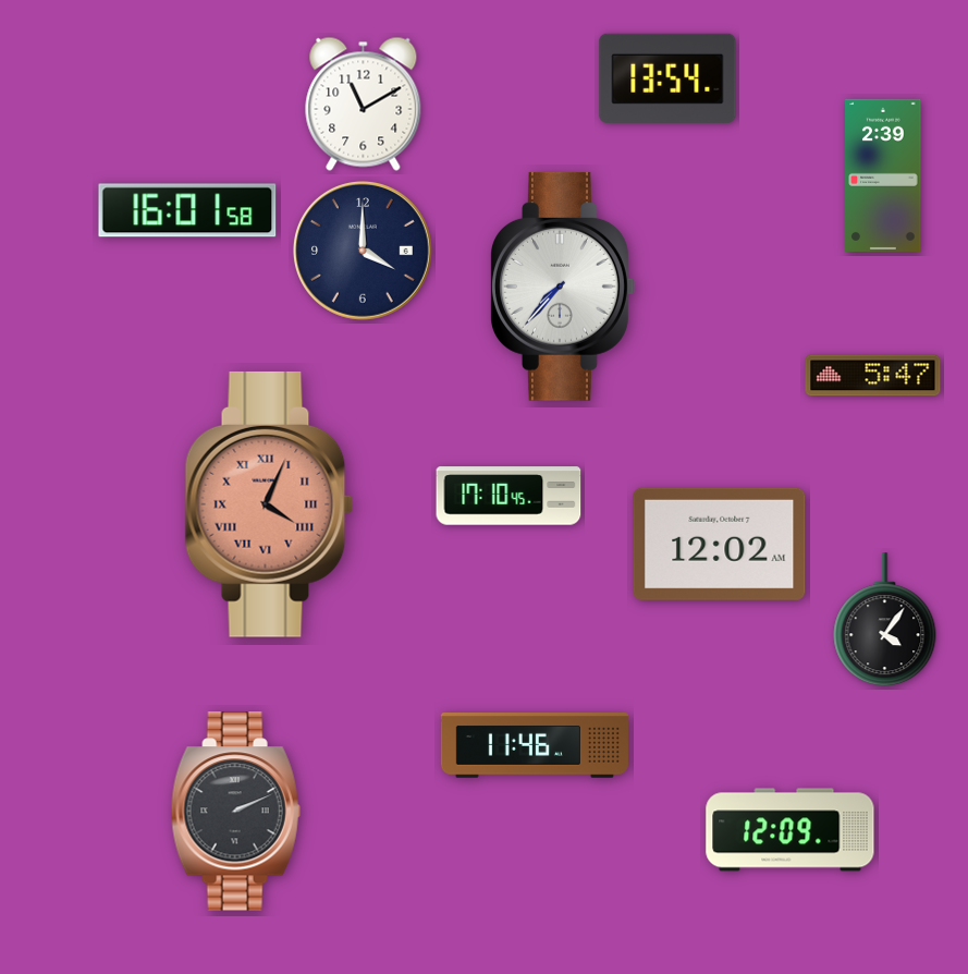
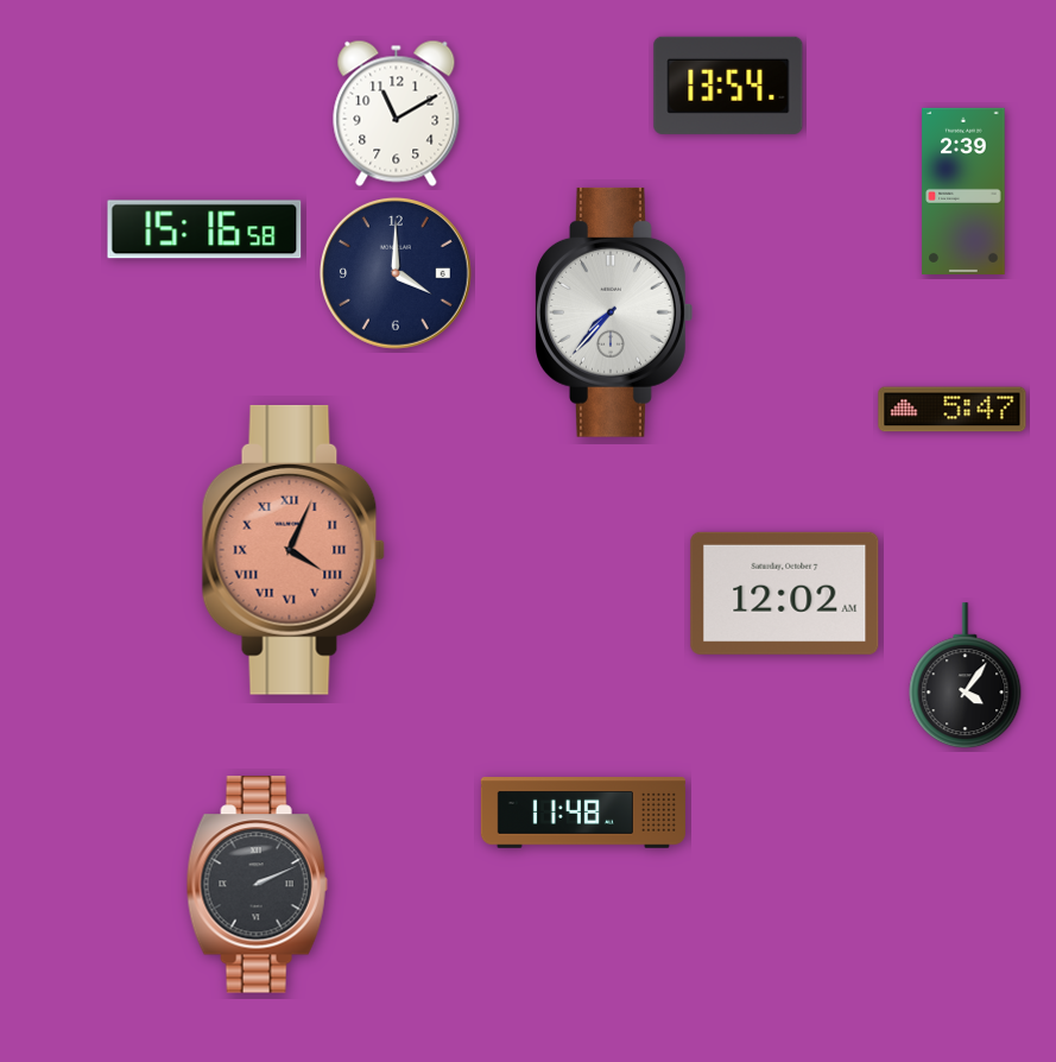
clock at (187, 210): 16:01 -> 15:16
clock at (508, 496): 17:10 -> none
clock at (535, 746): 11:46 -> 11:48
clock at (791, 830): 12:09 -> none
